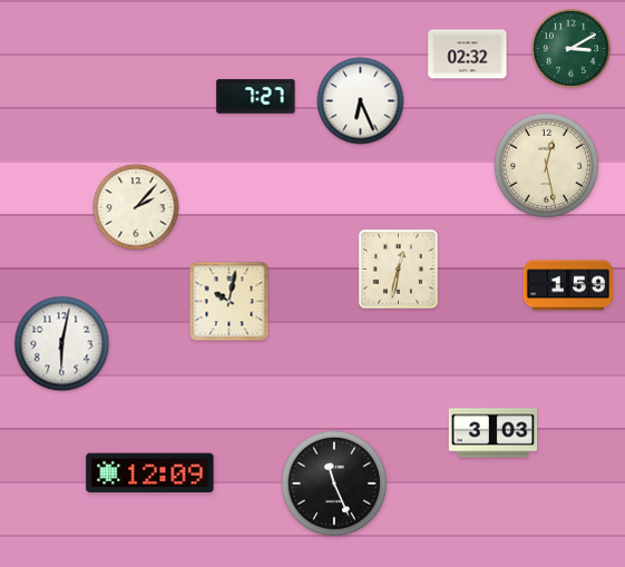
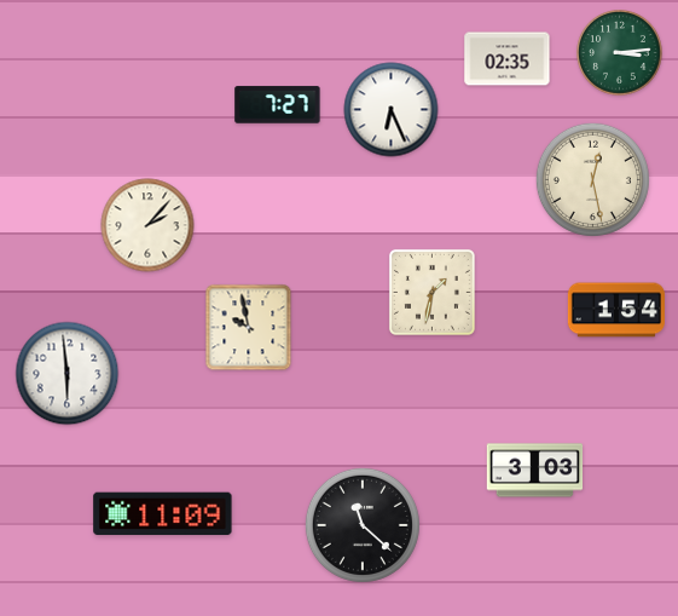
clock at (572, 49): 3:10 -> 3:14
clock at (468, 55): 02:32 -> 02:35
clock at (398, 268): 12:32 -> 1:32
clock at (568, 285): 1:59 -> 1:54
clock at (230, 302): 10:02 -> 9:58
clock at (62, 344): 6:02 -> 5:59
clock at (150, 473): 12:09 -> 11:09
clock at (334, 483): 11:26 -> 11:22
